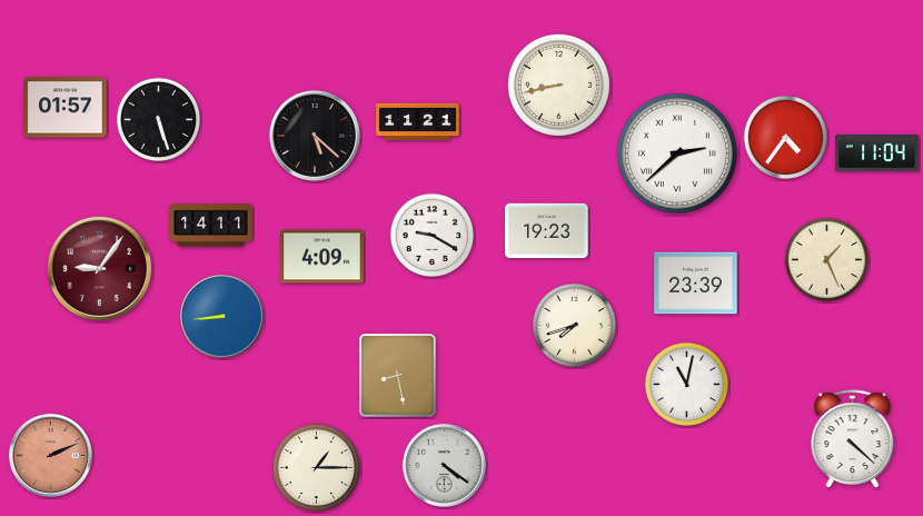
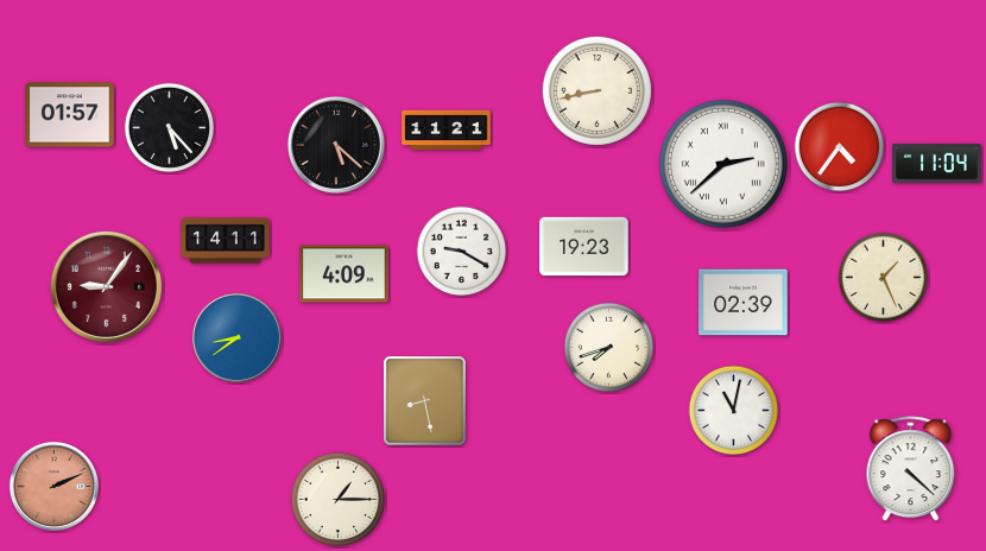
clock at (159, 120): 5:27 -> 5:23
clock at (696, 284): 23:39 -> 02:39
clock at (221, 316): 8:44 -> 8:39
clock at (575, 326) position: (575, 326) -> (609, 348)
clock at (444, 465): 4:21 -> none
